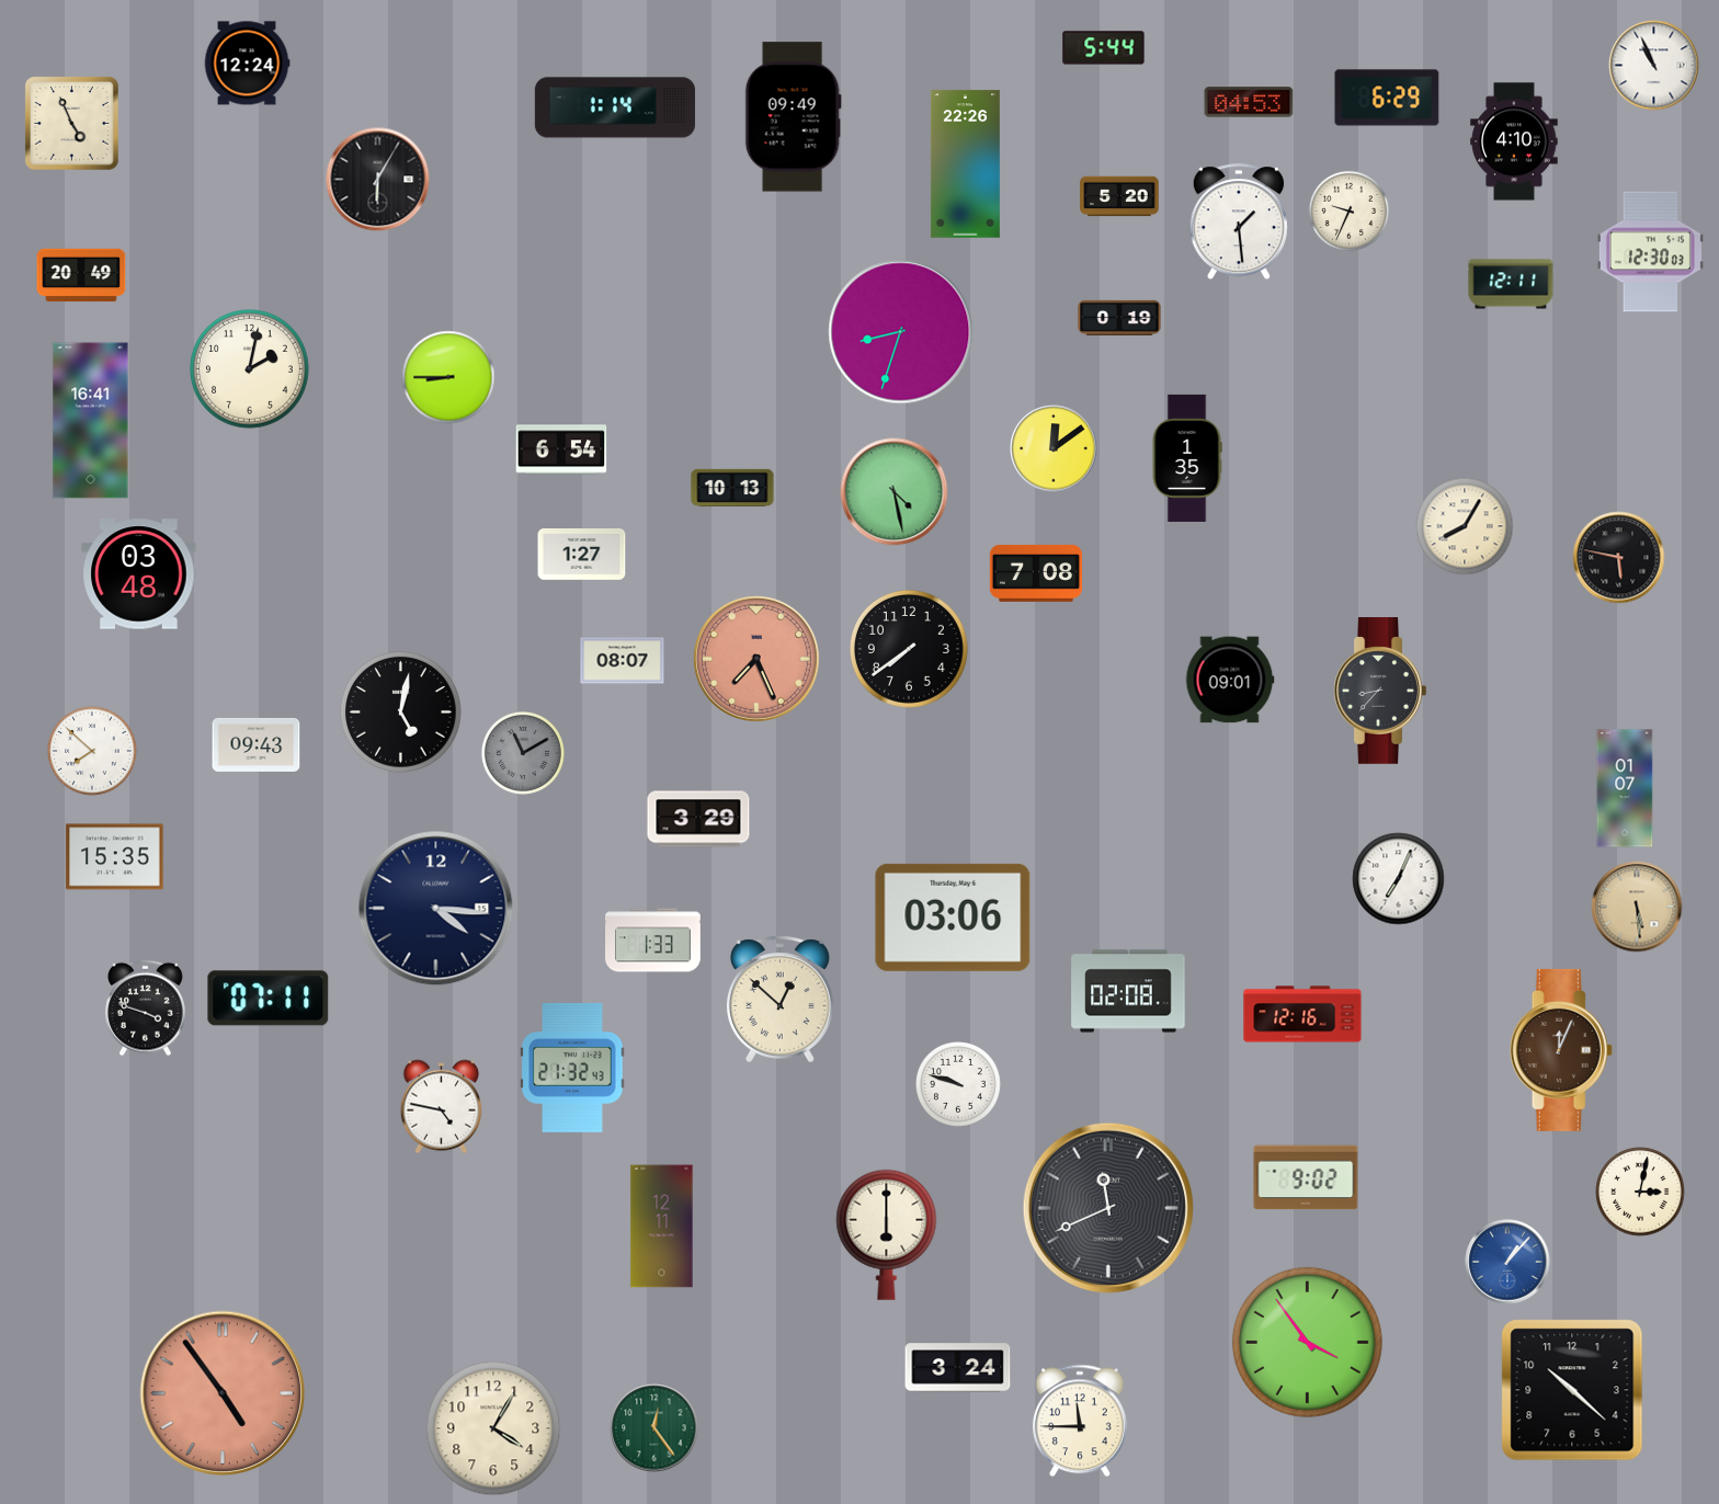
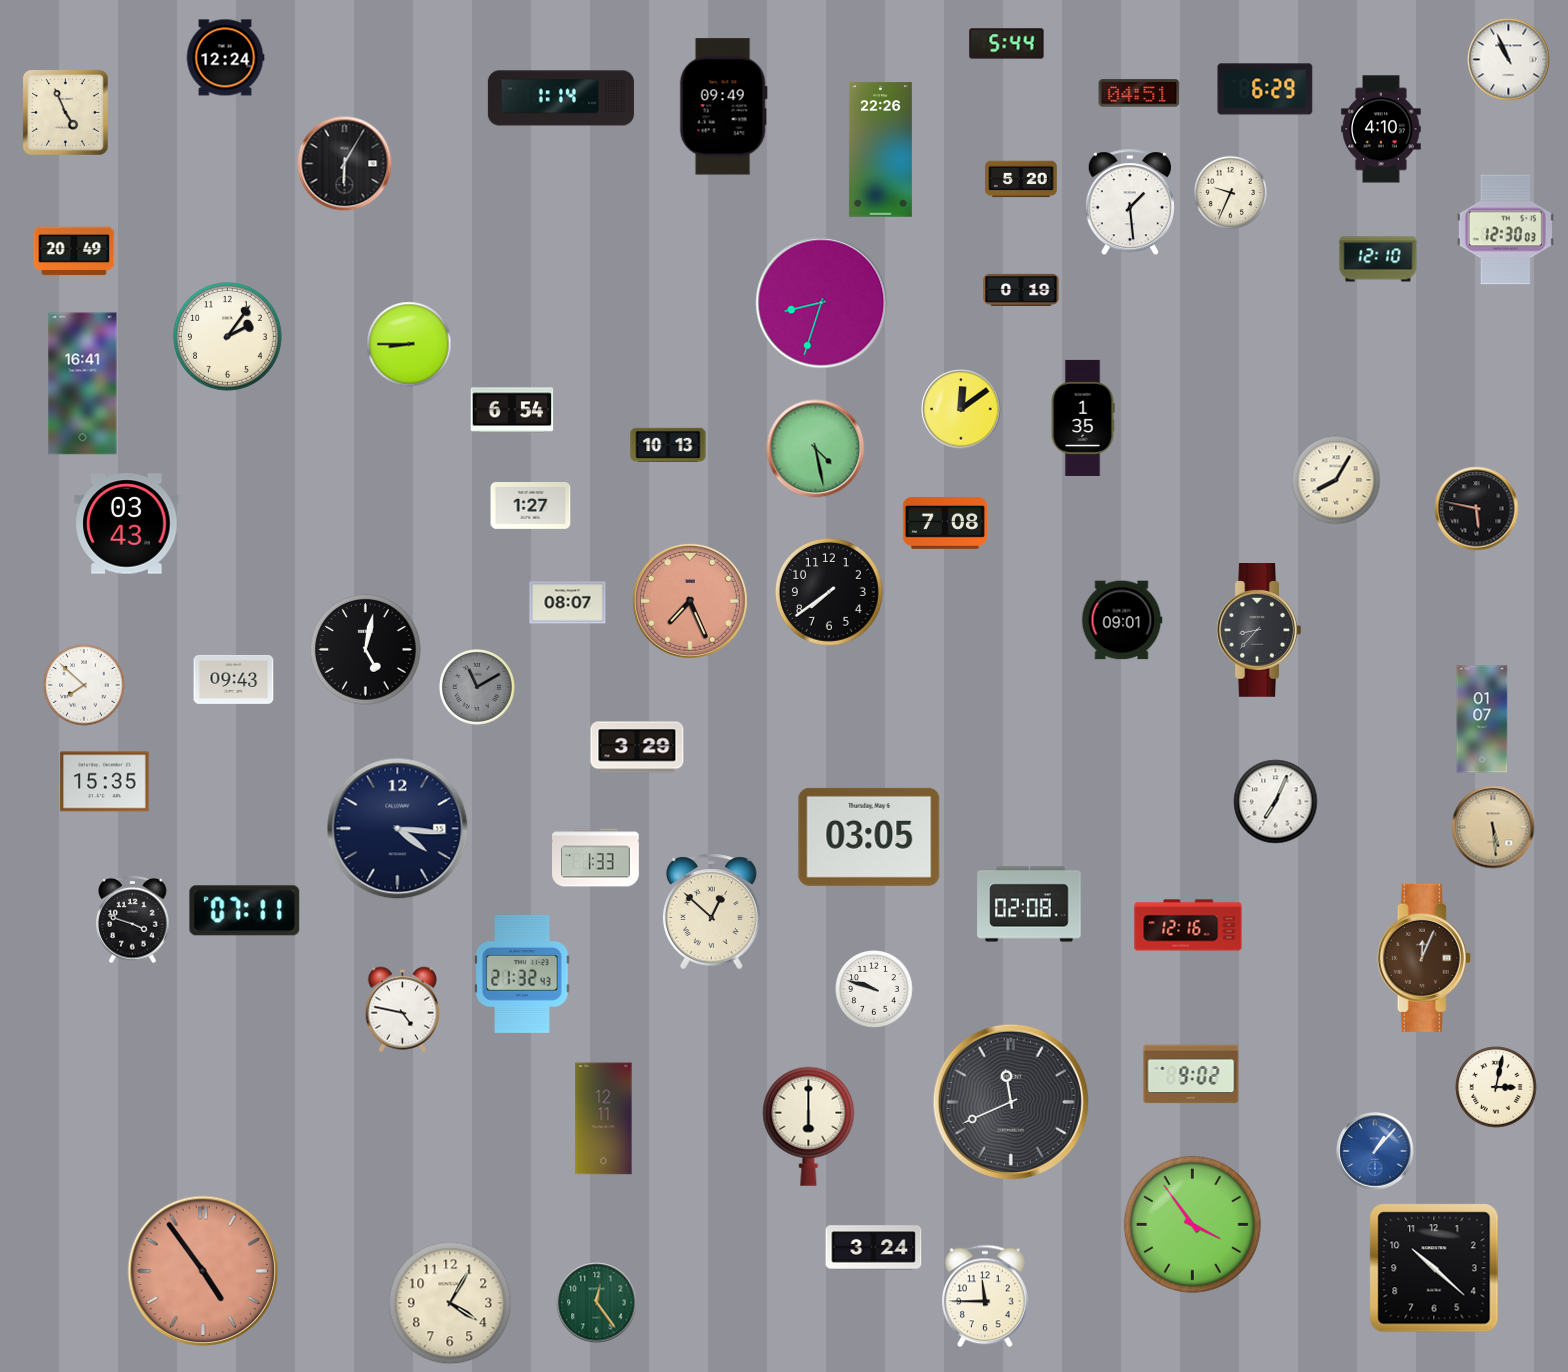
clock at (1249, 102): 04:53 -> 04:51
clock at (1511, 284): 12:11 -> 12:10
clock at (250, 369): 2:02 -> 2:06
clock at (139, 574): 03:48 -> 03:43
clock at (953, 918): 03:06 -> 03:05
